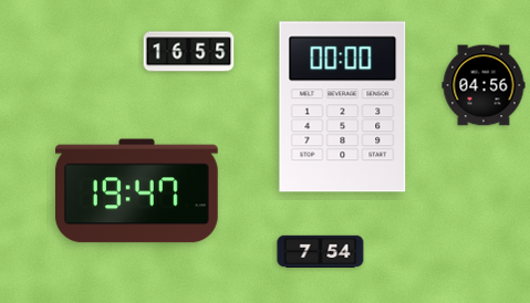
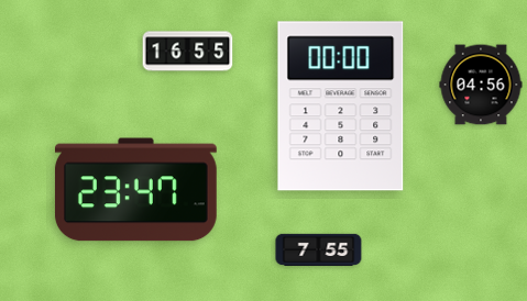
clock at (136, 191): 19:47 -> 23:47
clock at (321, 251): 7:54 -> 7:55
